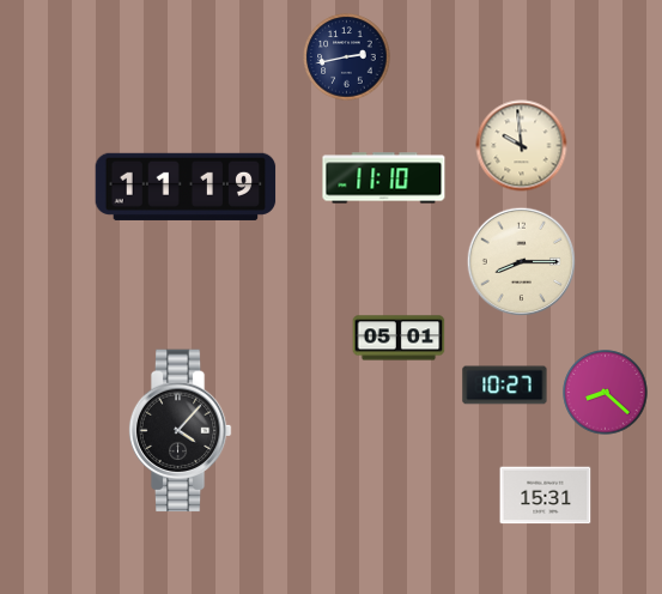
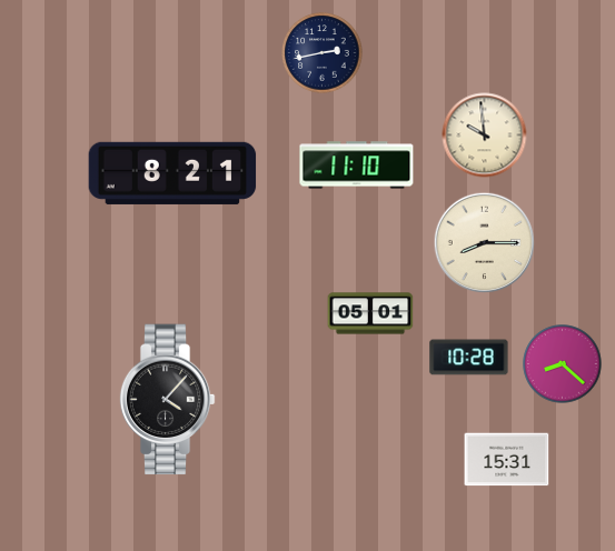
clock at (186, 187): 11:19 -> 8:21
clock at (505, 386): 10:27 -> 10:28
